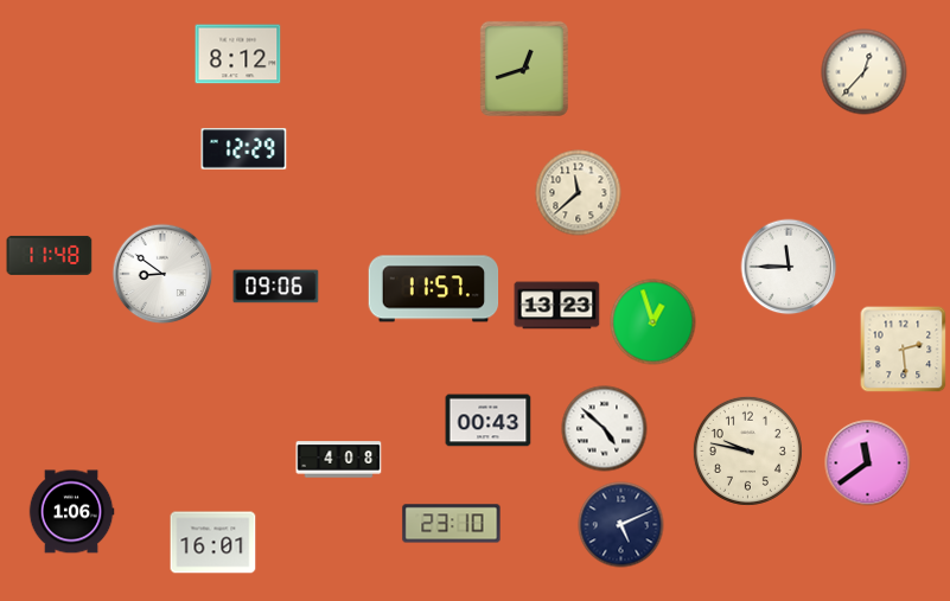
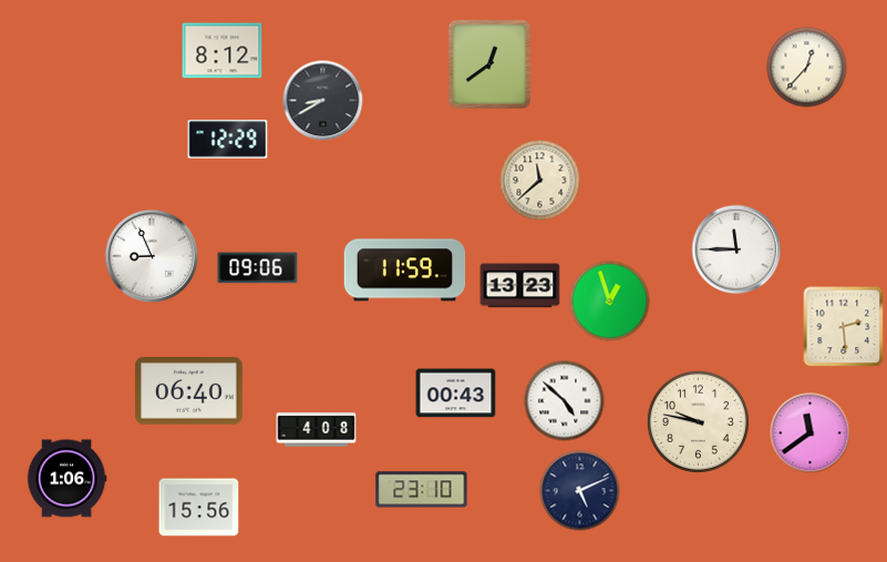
clock at (524, 69): 12:42 -> 12:39
clock at (323, 101): none -> 8:40
clock at (50, 255): 11:48 -> none
clock at (162, 274): 8:51 -> 8:56
clock at (434, 289): 11:57 -> 11:59
clock at (189, 391): none -> 06:40
clock at (213, 543): 16:01 -> 15:56
